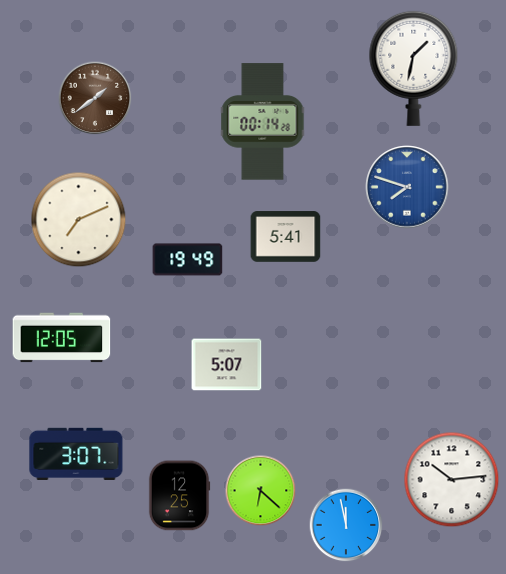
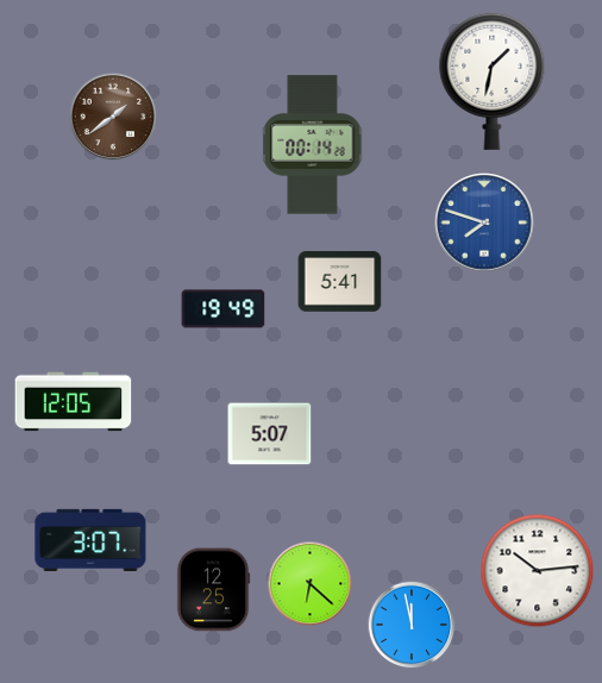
clock at (79, 220): 7:11 -> none
